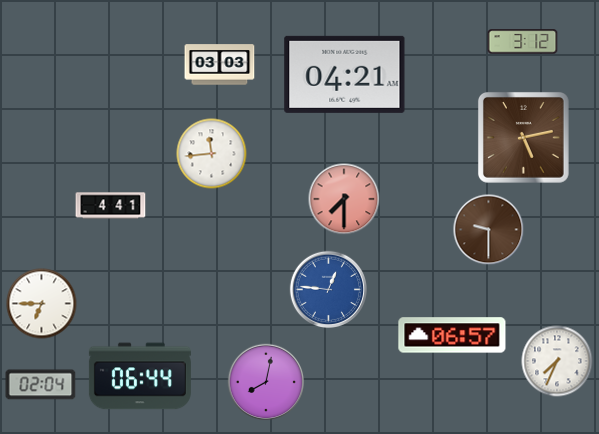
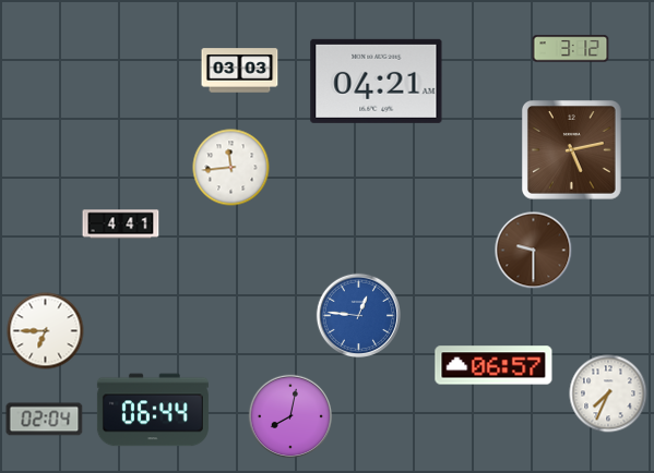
clock at (523, 42) position: (523, 42) -> (571, 49)
clock at (344, 199): 7:30 -> none
